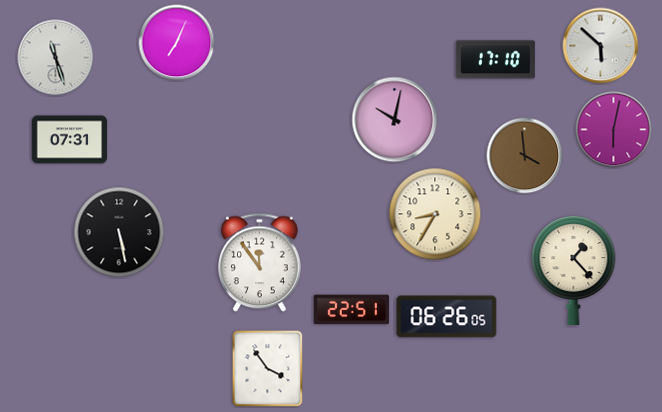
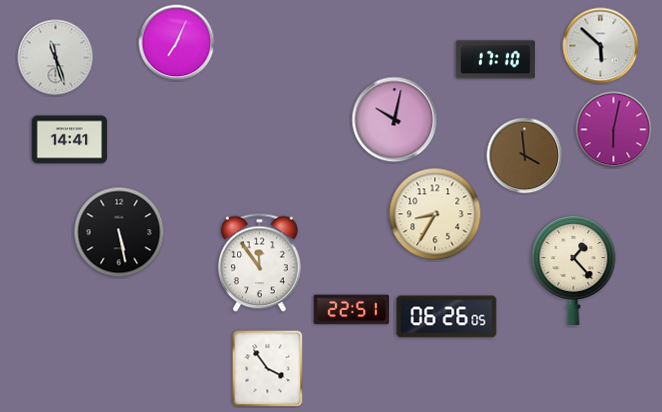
clock at (70, 140): 07:31 -> 14:41
